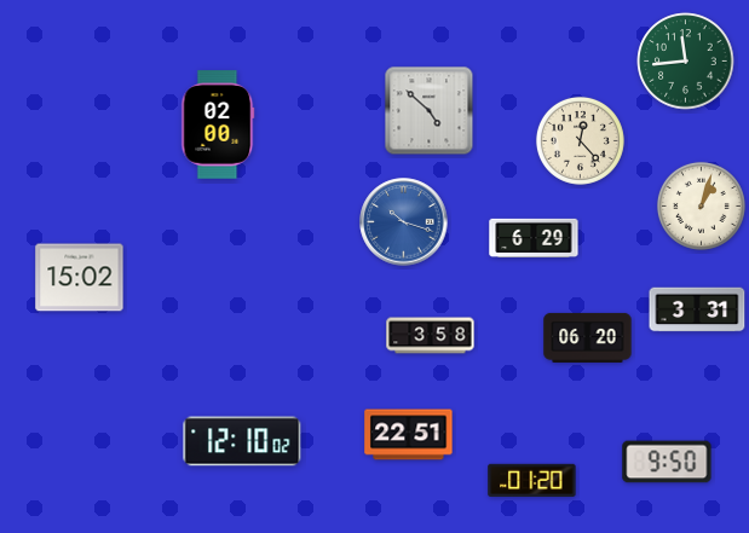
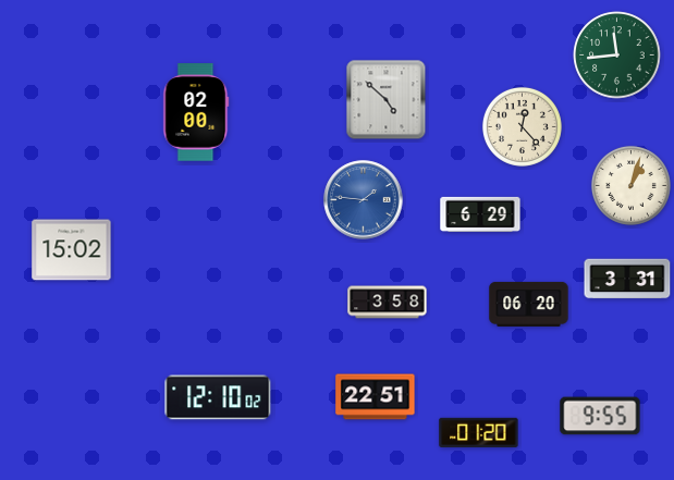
clock at (404, 222): 10:18 -> 1:46
clock at (409, 435) position: (409, 435) -> (376, 397)
clock at (667, 462): 9:50 -> 9:55
